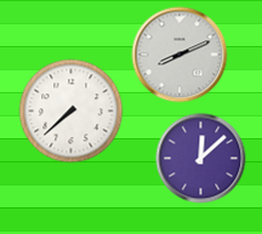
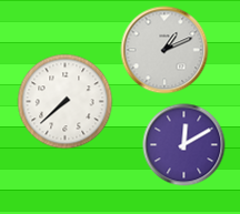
clock at (180, 55): 8:11 -> 1:11
clock at (201, 159): 12:08 -> 12:10
